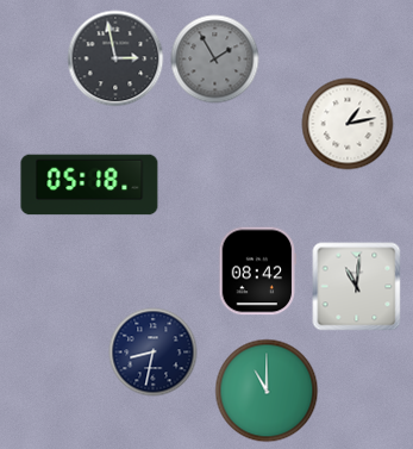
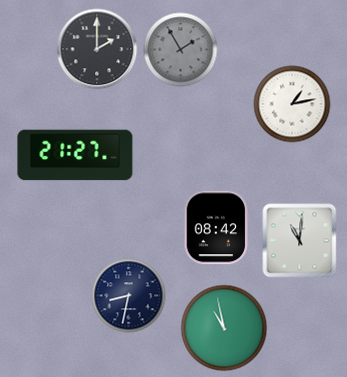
clock at (115, 58): 2:58 -> 2:00
clock at (89, 185): 05:18 -> 21:27
clock at (267, 391): 11:00 -> 10:58
